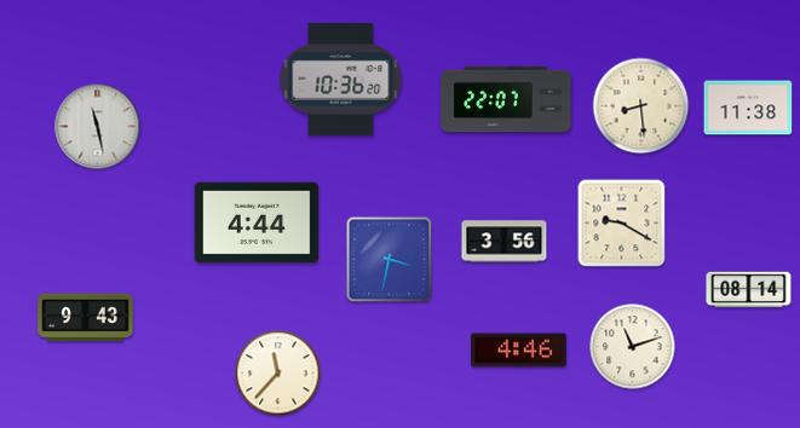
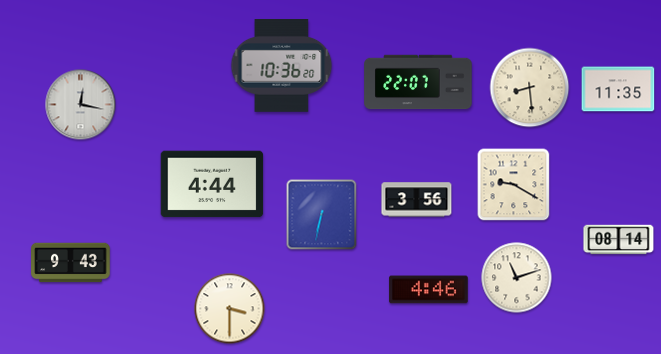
clock at (748, 108): 11:38 -> 11:35
clock at (98, 127): 11:28 -> 12:17
clock at (390, 260): 3:32 -> 6:32
clock at (633, 347) position: (633, 347) -> (517, 278)
clock at (278, 374): 11:37 -> 3:30
